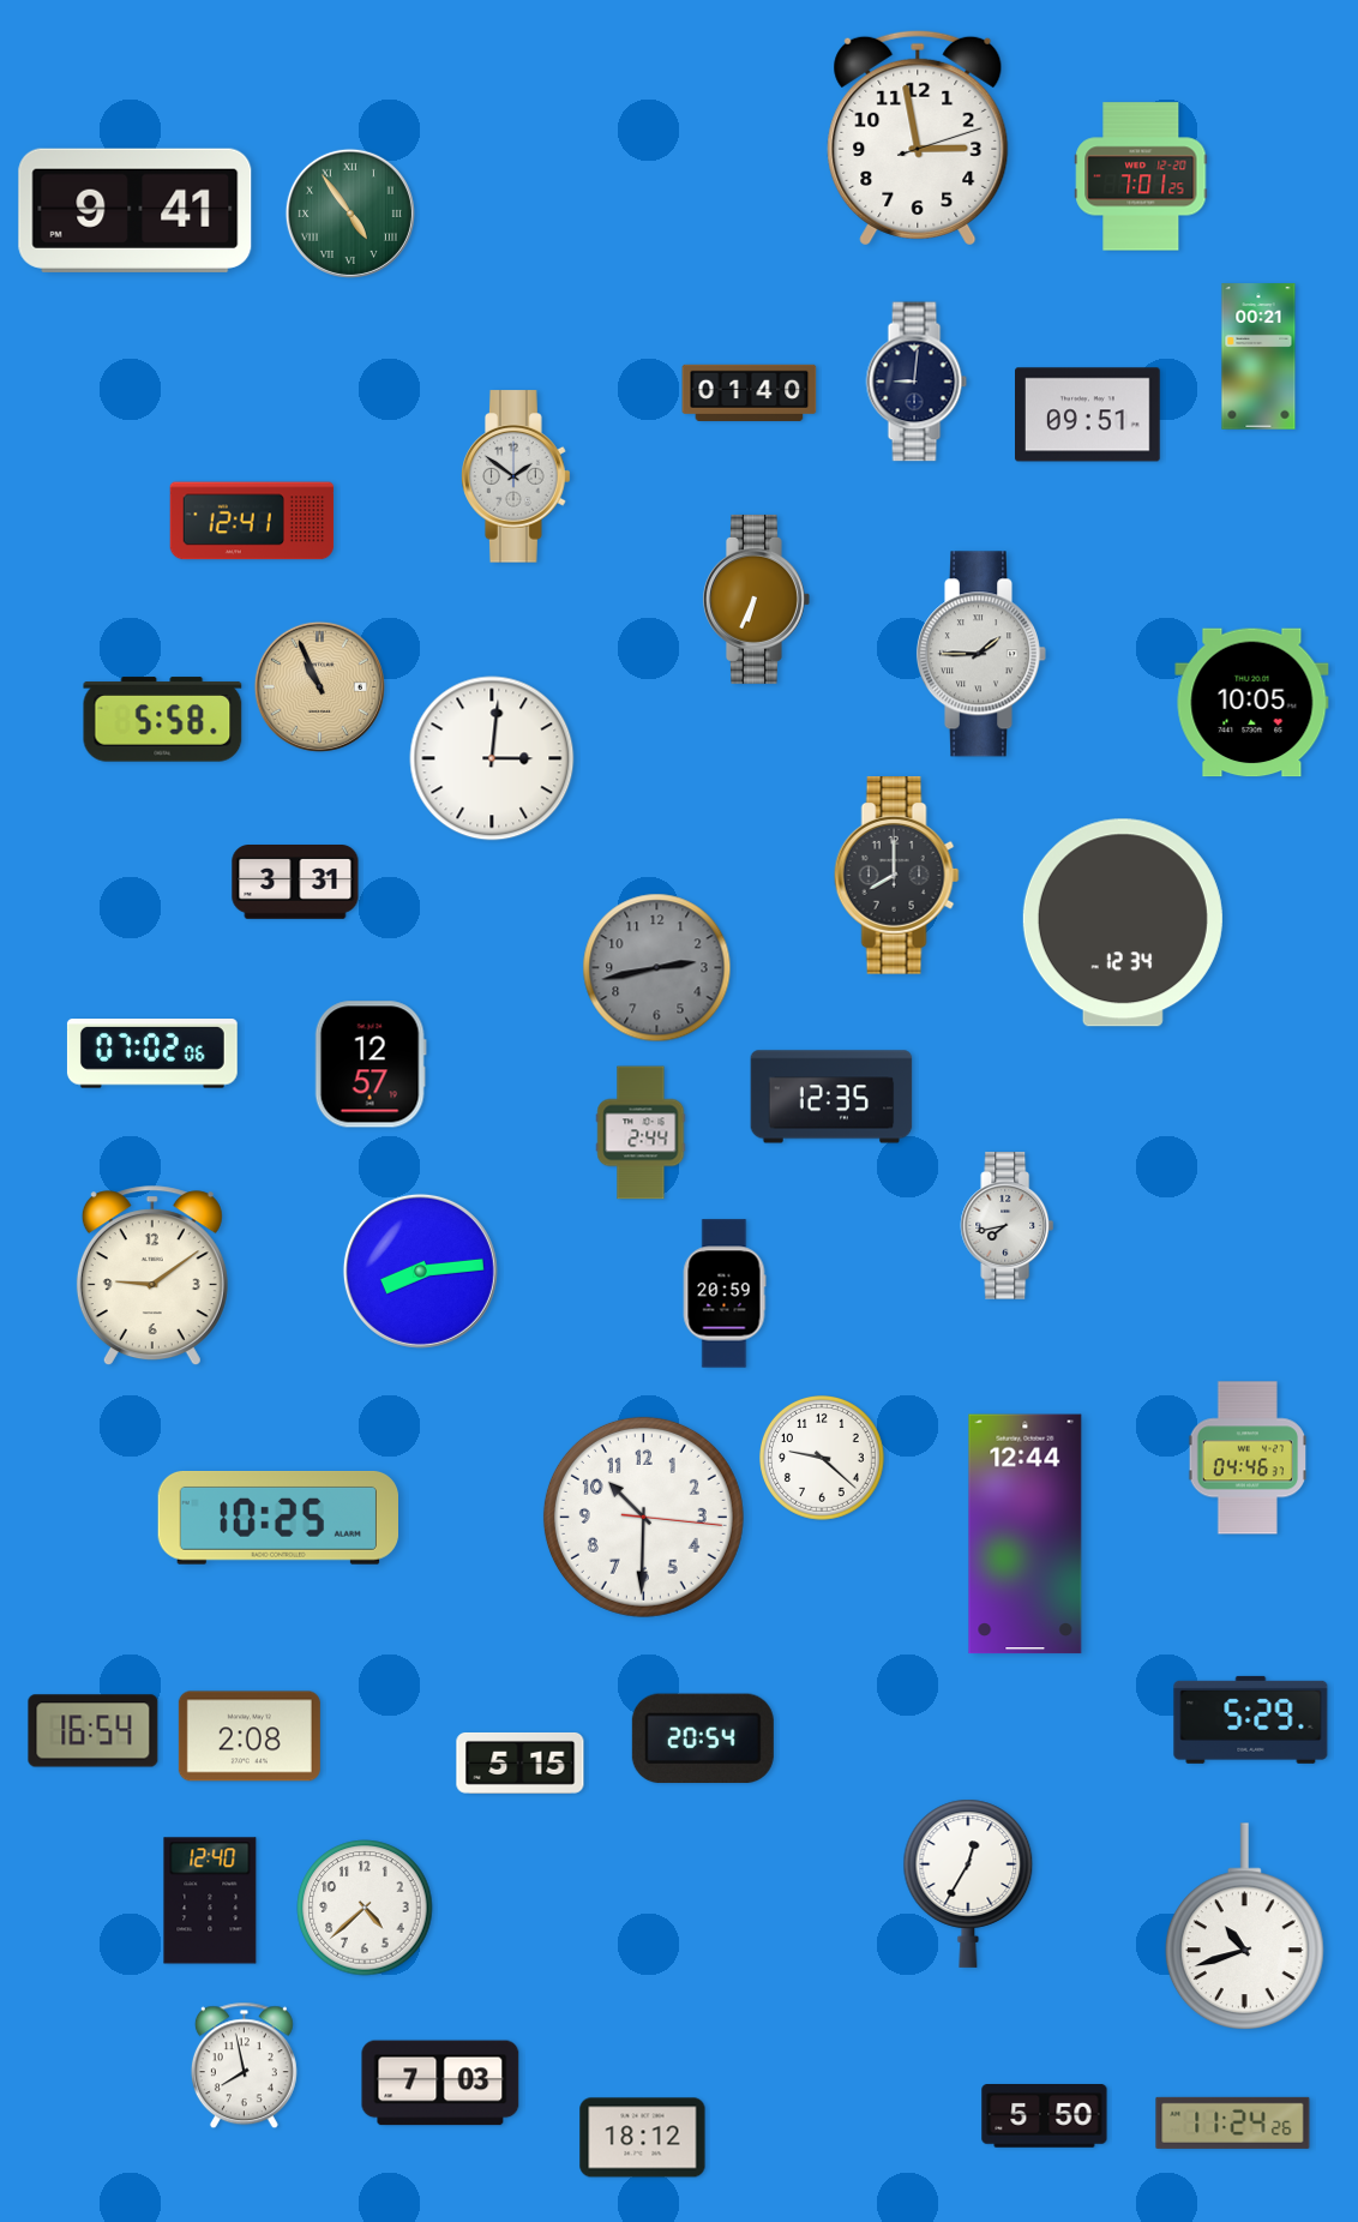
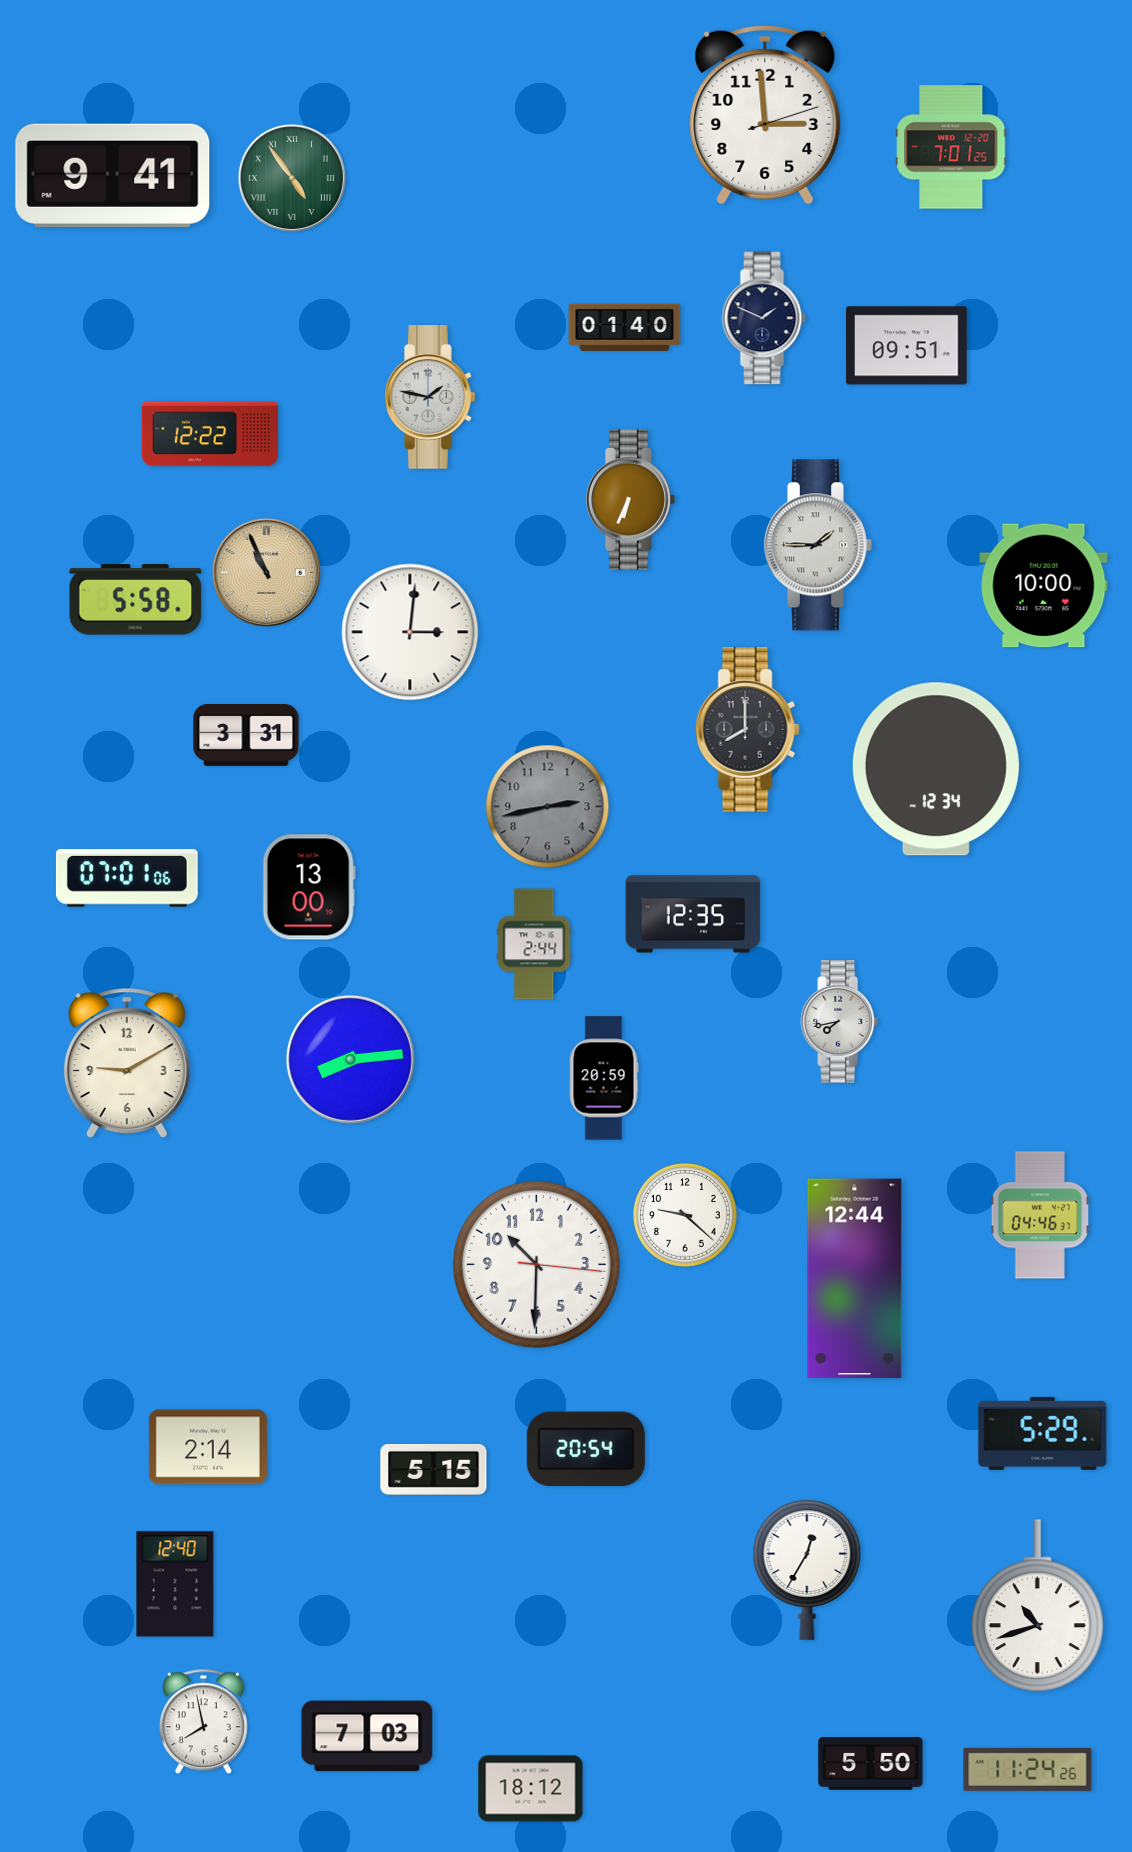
clock at (918, 138): 2:58 -> 2:59
clock at (1258, 356): 00:21 -> none
clock at (917, 382): 9:01 -> 1:49
clock at (517, 476): 1:51 -> 1:47
clock at (252, 521): 12:41 -> 12:22
clock at (1252, 703): 10:05 -> 10:00
clock at (152, 1053): 07:02 -> 07:01
clock at (371, 1064): 12:57 -> 13:00
clock at (152, 1277): 9:09 -> 9:10
clock at (277, 1519): 10:25 -> none
clock at (94, 1731): 16:54 -> none
clock at (250, 1736): 2:08 -> 2:14
clock at (365, 1908): 4:38 -> none
clock at (643, 2138) position: (643, 2138) -> (531, 1789)
